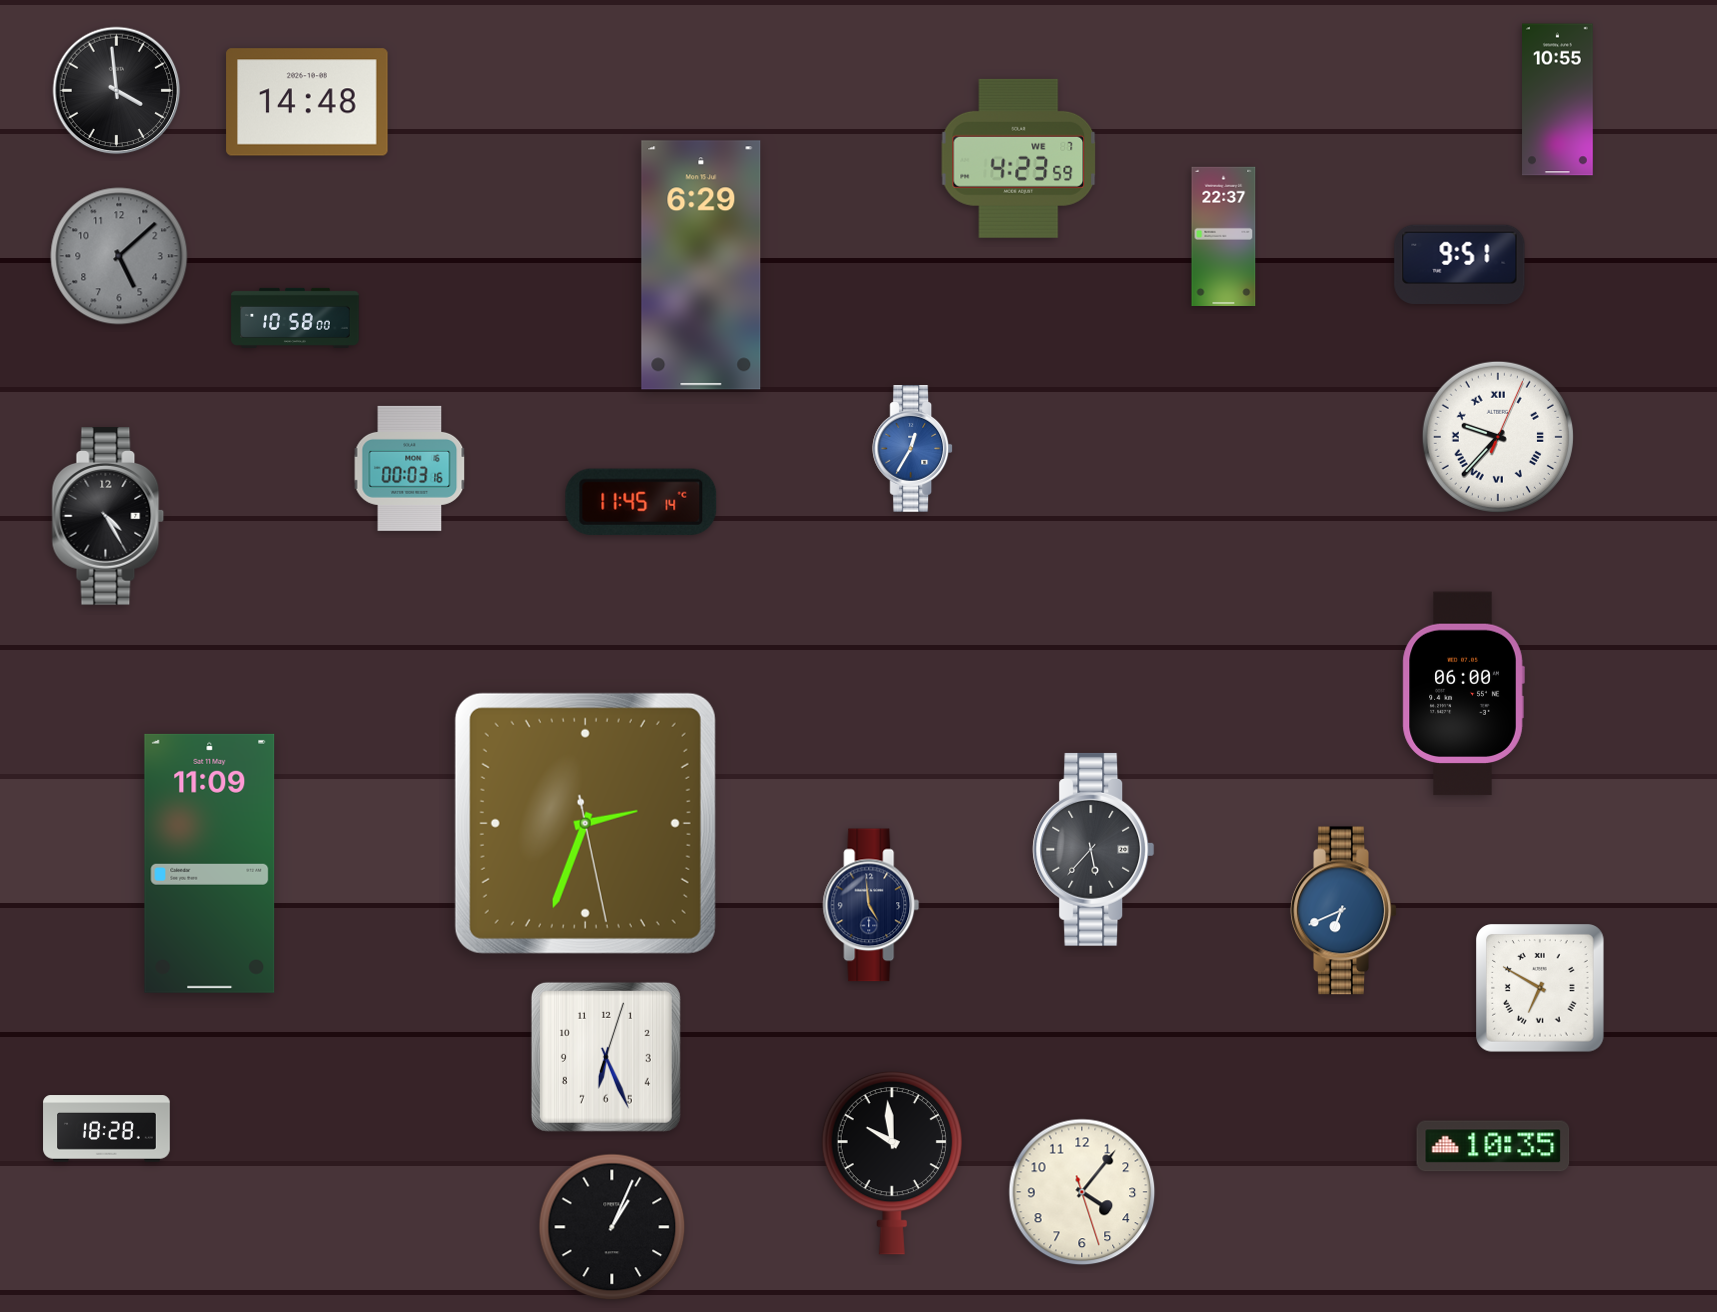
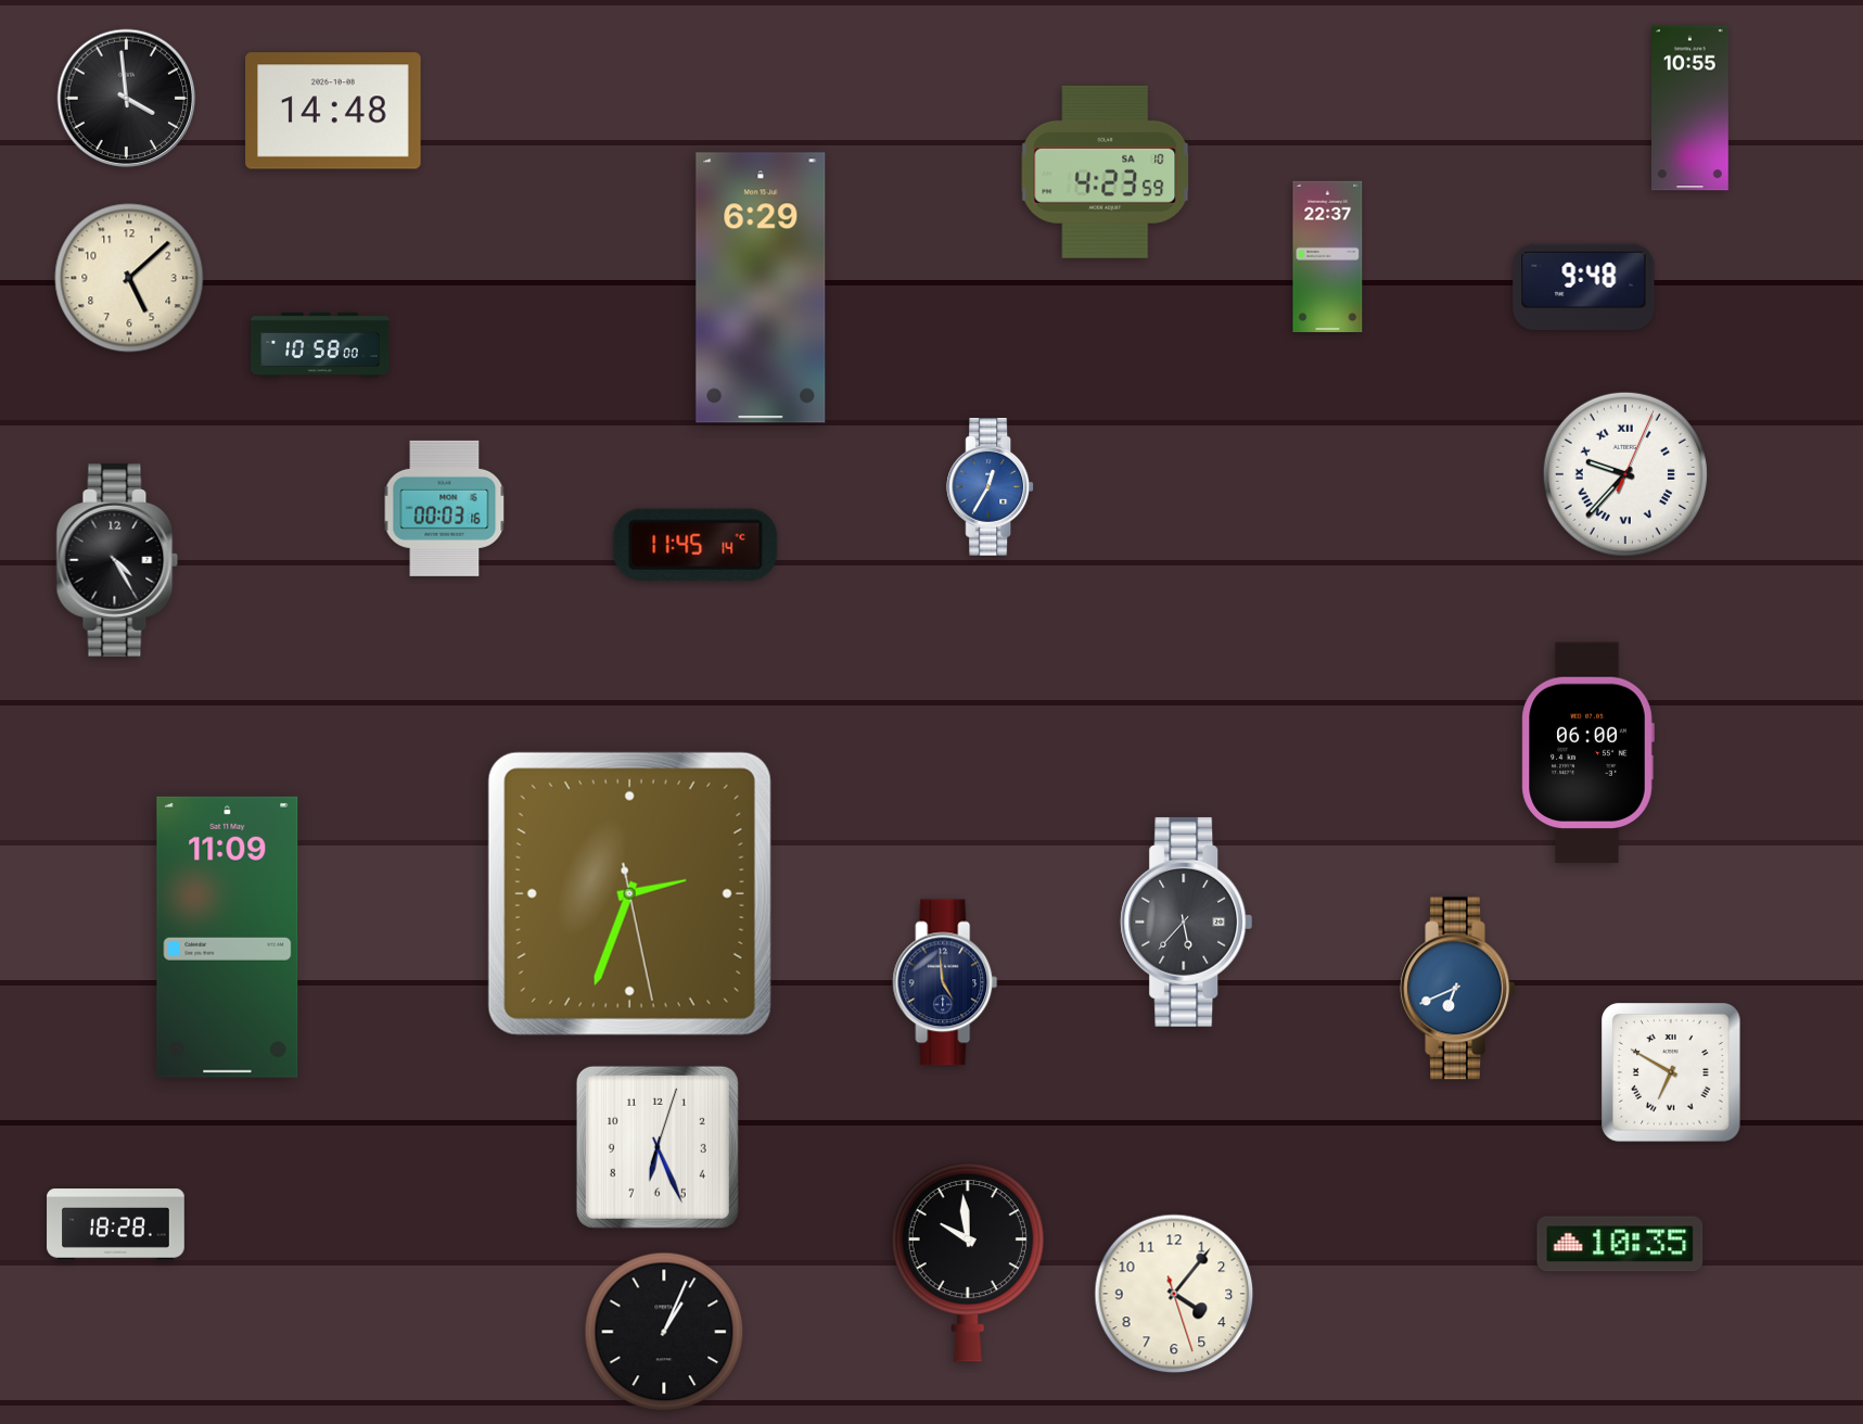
clock at (1019, 158) date: WE 7 -> SA 10
clock at (119, 256) dial: grey -> cream
clock at (1460, 265): 9:51 -> 9:48
clock at (585, 823) position: (585, 823) -> (629, 893)
